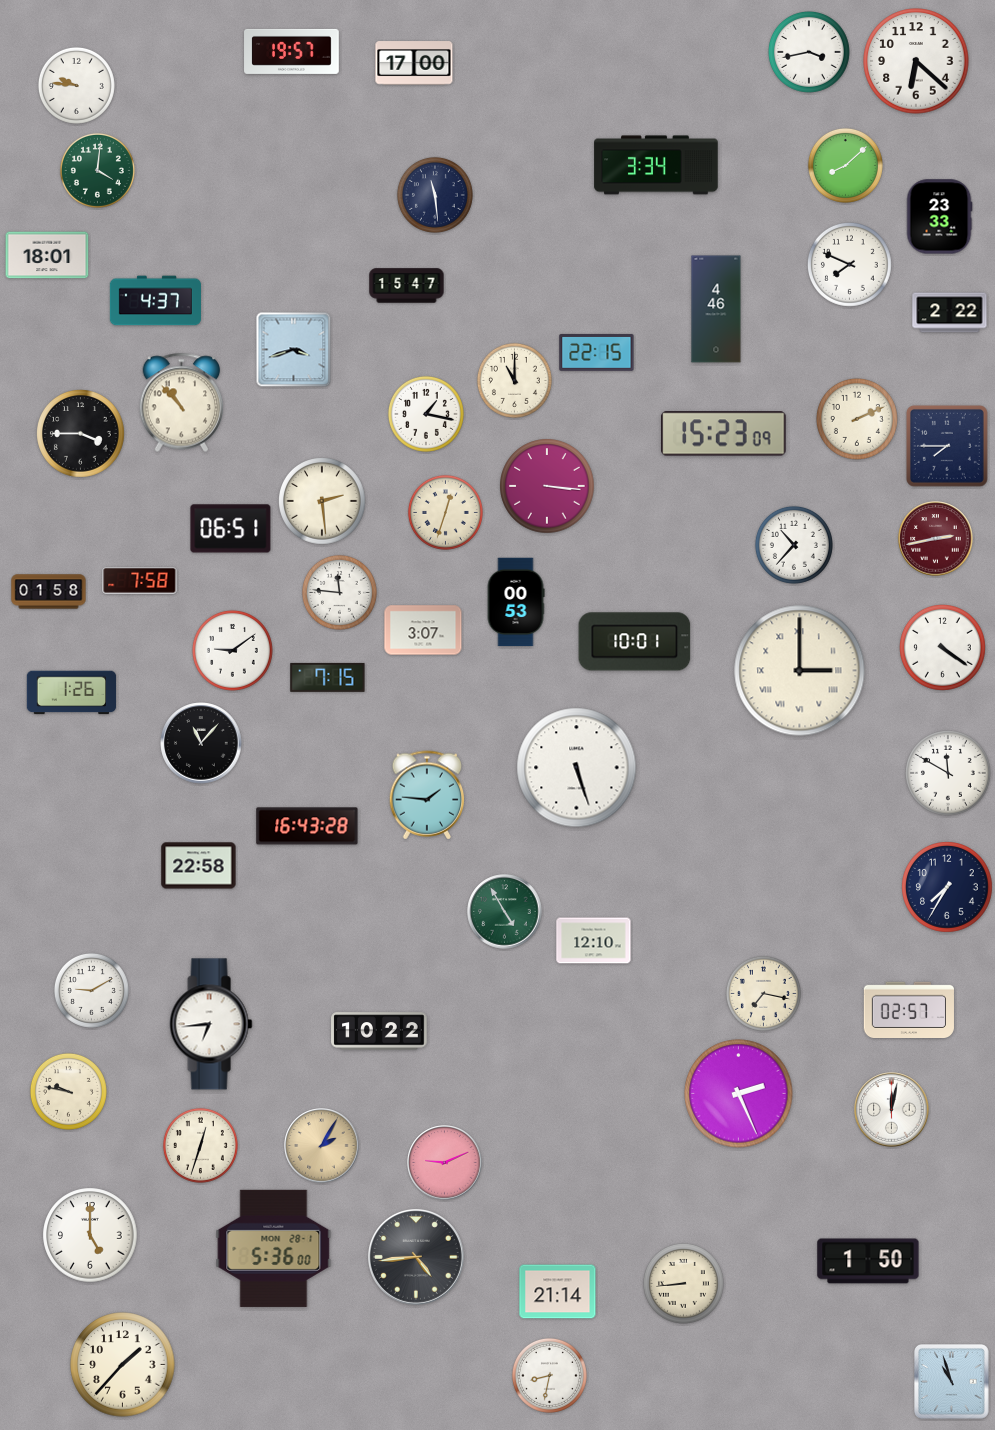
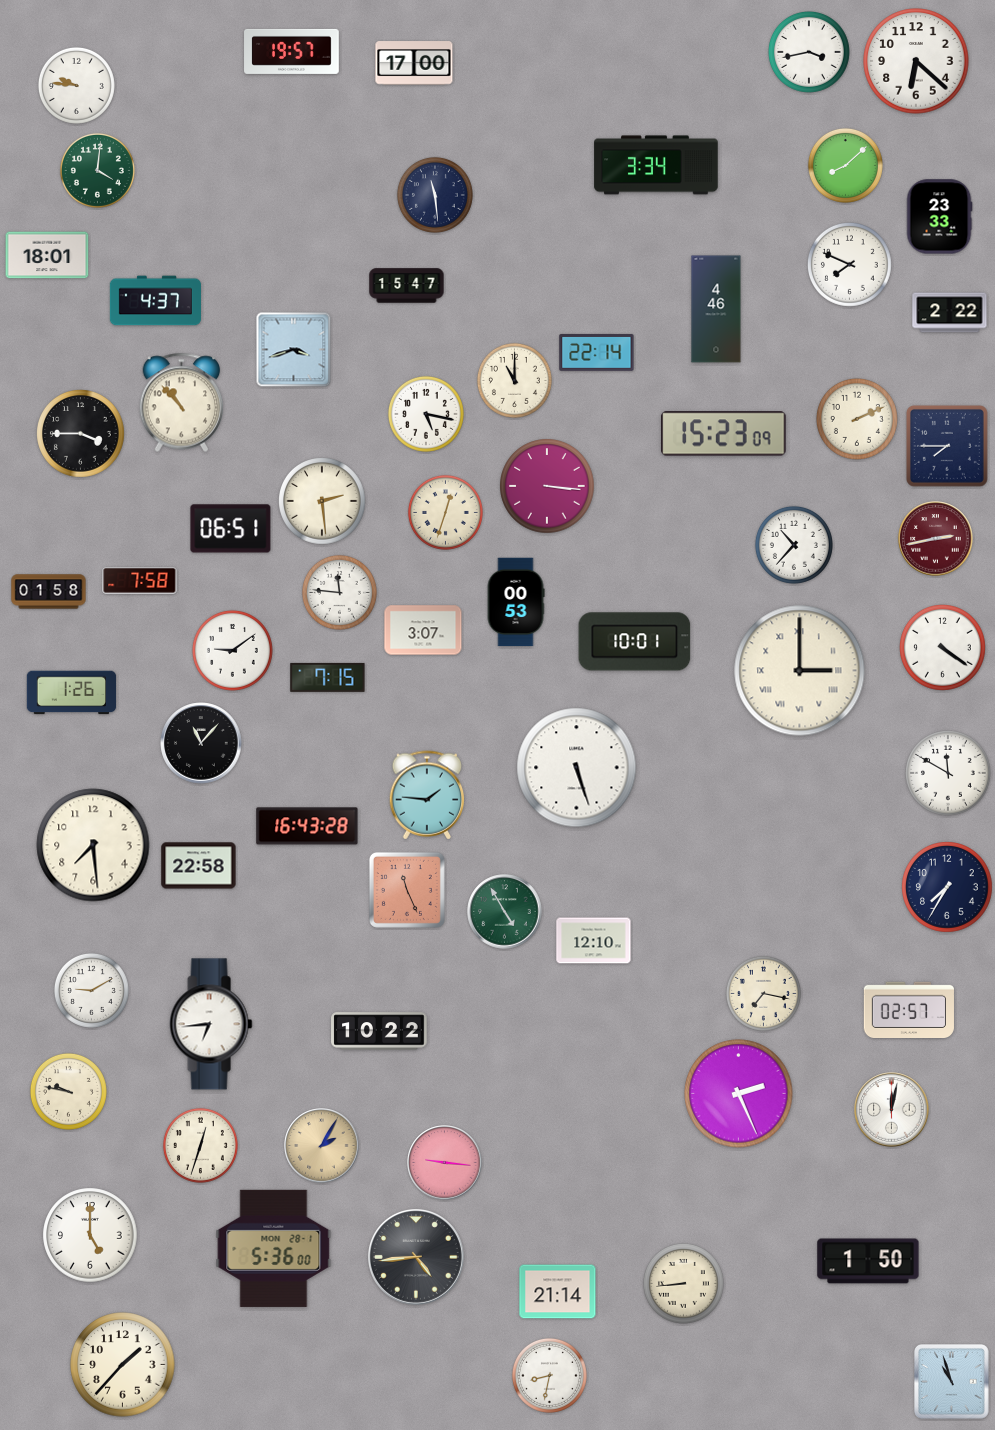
clock at (597, 352): 22:15 -> 22:14
clock at (426, 414): 1:17 -> 5:17
clock at (93, 845): none -> 7:29
clock at (407, 890): none -> 11:26
clock at (445, 1163): 9:11 -> 9:16
